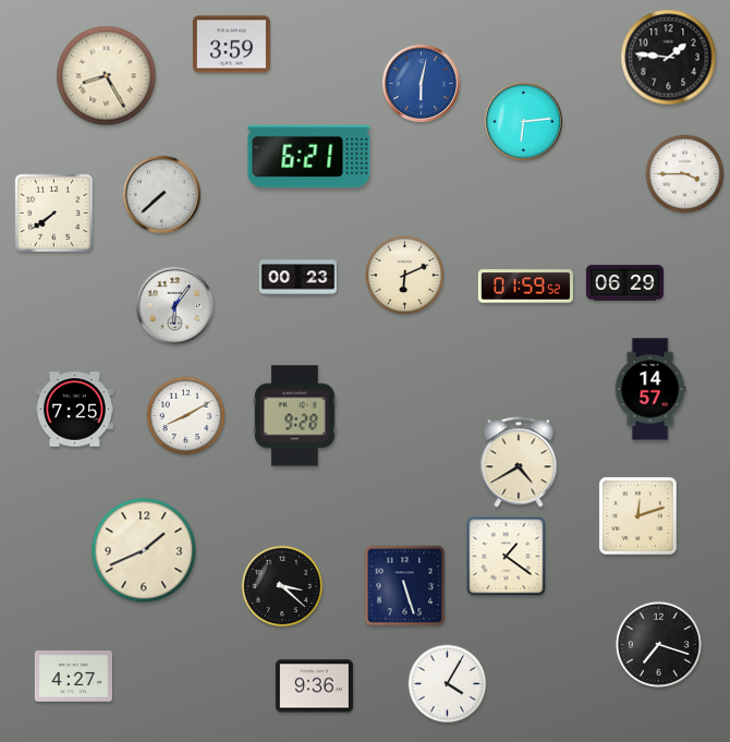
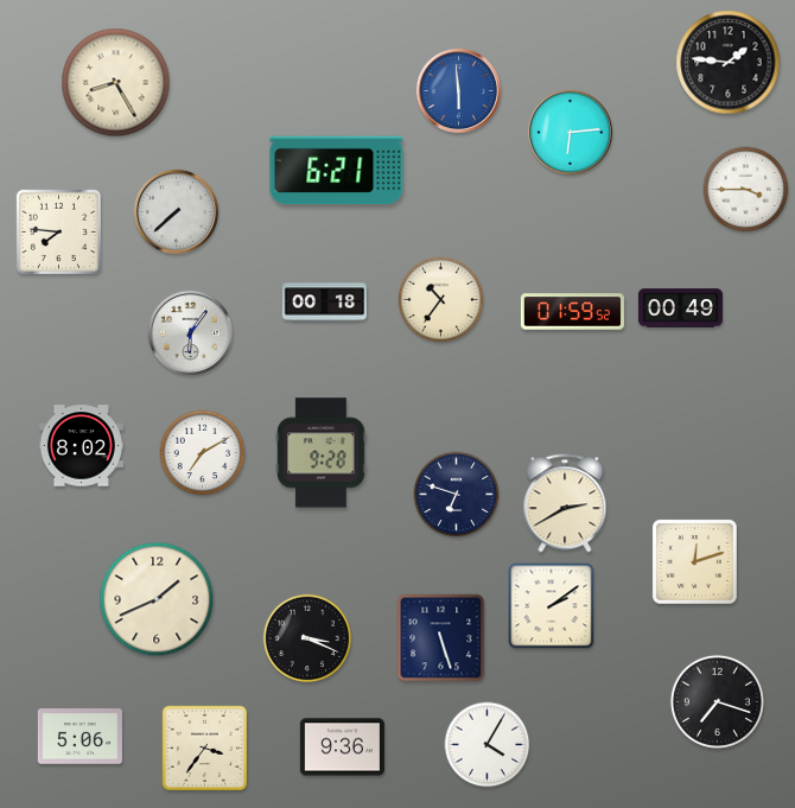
clock at (231, 45): 3:59 -> none
clock at (421, 83): 6:02 -> 5:59
clock at (53, 212): 7:39 -> 7:46
clock at (405, 276): 6:11 -> 10:36
clock at (297, 278): 00:23 -> 00:18
clock at (624, 283): 06:29 -> 00:49
clock at (650, 389): 14:57 -> none
clock at (74, 410): 7:25 -> 8:02
clock at (186, 416): 8:10 -> 7:10
clock at (457, 495): none -> 6:48
clock at (519, 462): 4:40 -> 2:40
clock at (507, 557): 1:21 -> 2:09
clock at (282, 586): 3:22 -> 3:19
clock at (73, 677): 4:27 -> 5:06
clock at (204, 747): none -> 3:36
